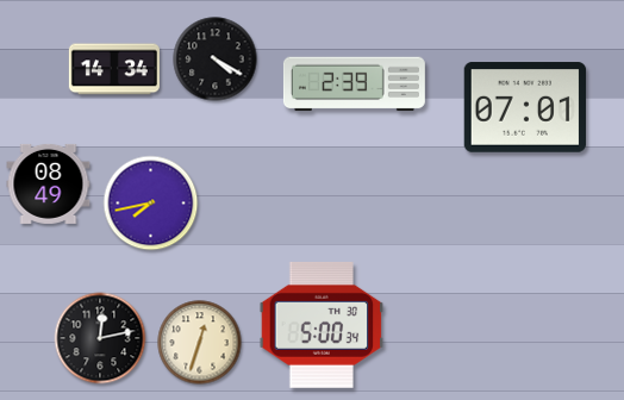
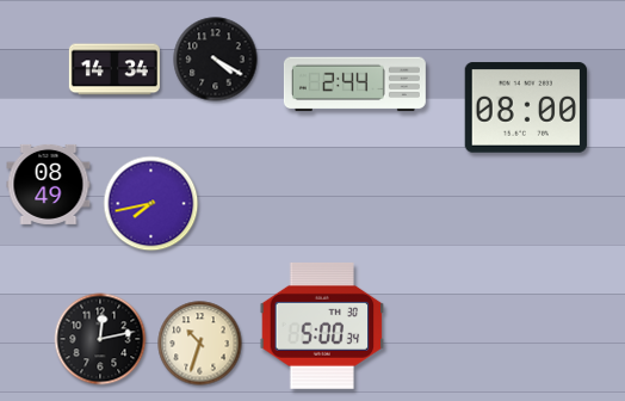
clock at (354, 85): 2:39 -> 2:44
clock at (525, 107): 07:01 -> 08:00
clock at (200, 343): 12:33 -> 10:33
